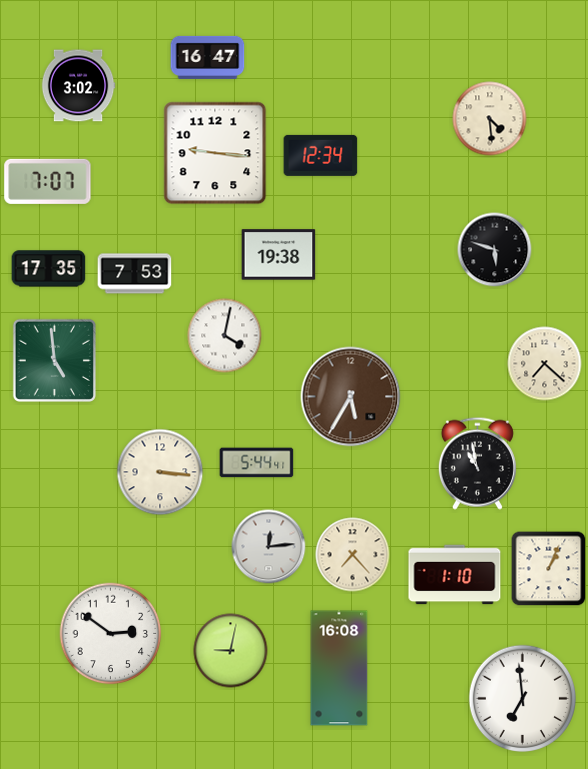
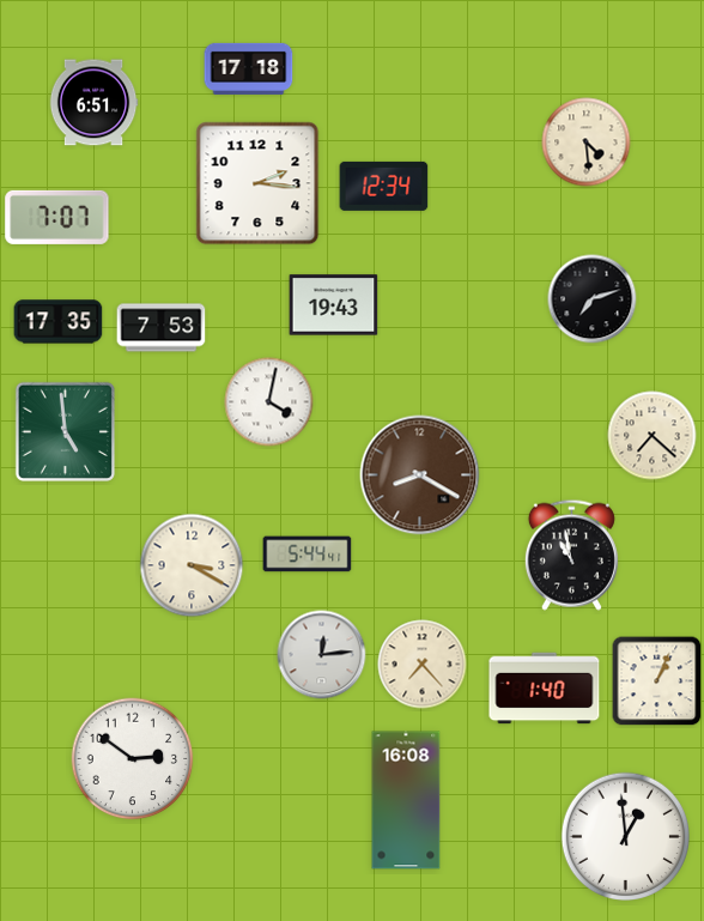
clock at (208, 57): 16:47 -> 17:18
clock at (78, 86): 3:02 -> 6:51
clock at (215, 153): 9:16 -> 2:16
clock at (495, 250): 5:48 -> 7:12
clock at (279, 255): 19:38 -> 19:43
clock at (351, 397): 5:35 -> 8:20
clock at (160, 472): 3:16 -> 3:20
clock at (455, 575): 1:10 -> 1:40
clock at (231, 651): 9:02 -> none
clock at (522, 698): 6:59 -> 12:59
